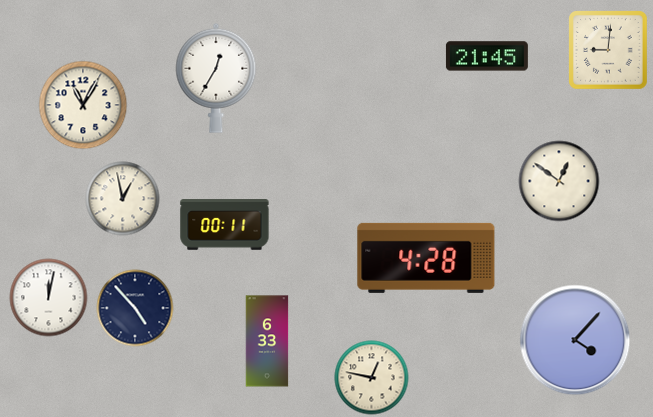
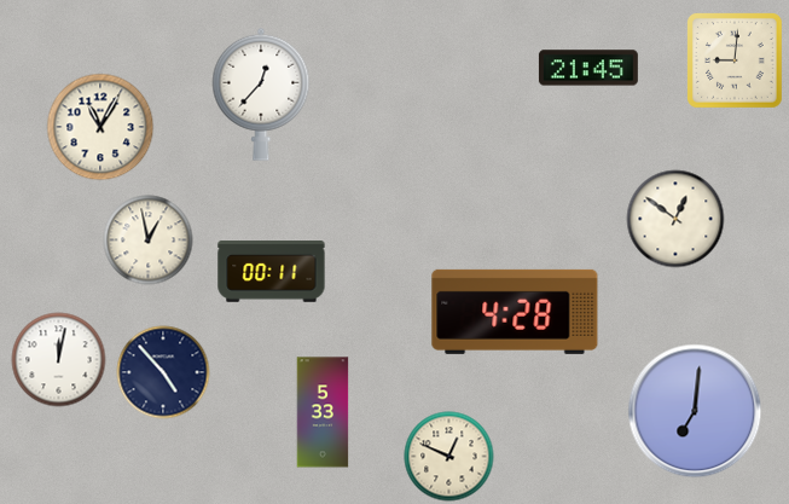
clock at (216, 78): 12:35 -> 12:37
clock at (575, 340): 4:07 -> 7:01
clock at (267, 341): 6:33 -> 5:33
clock at (372, 378): 12:47 -> 12:49
